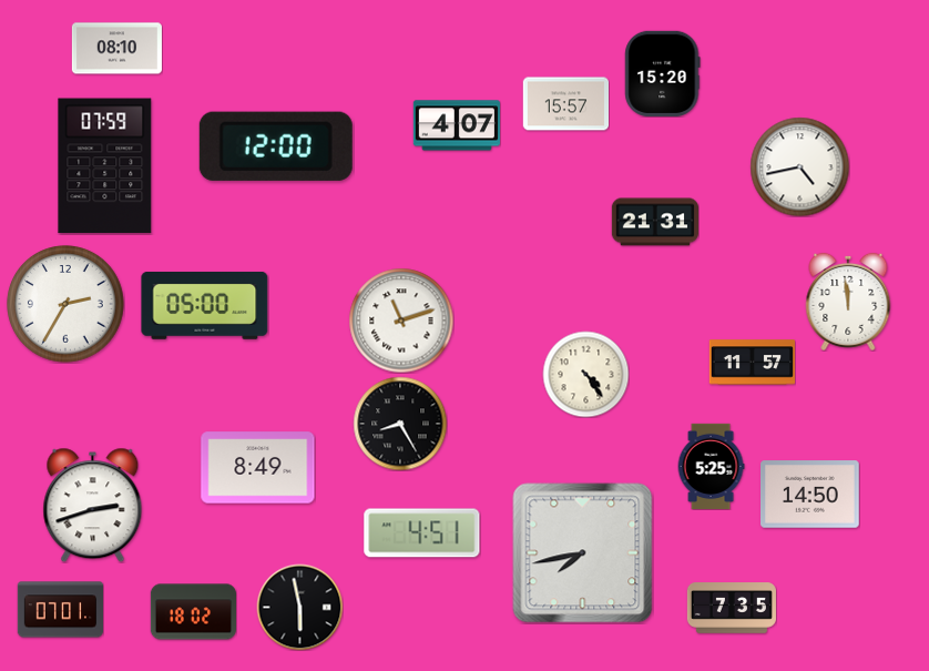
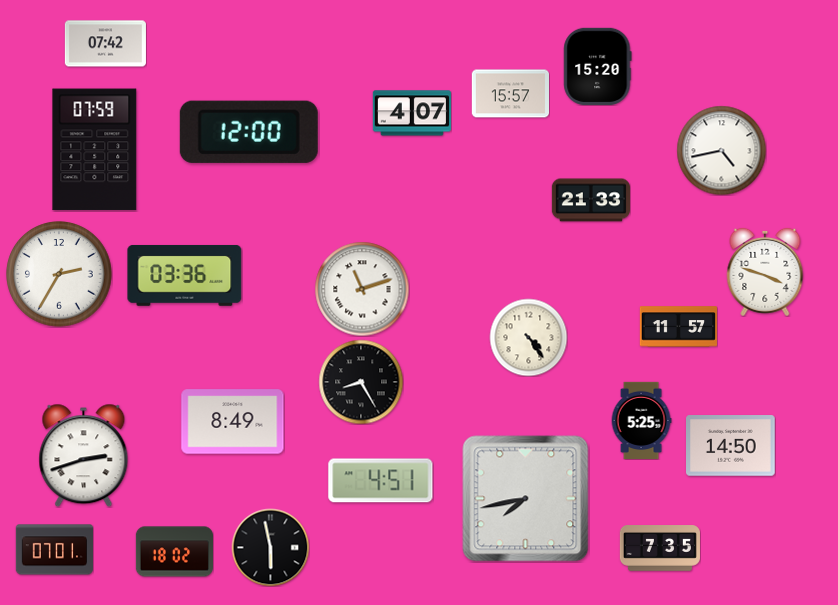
clock at (116, 49): 08:10 -> 07:42
clock at (654, 222): 21:31 -> 21:33
clock at (848, 302): 11:59 -> 3:48
clock at (205, 305): 05:00 -> 03:36
